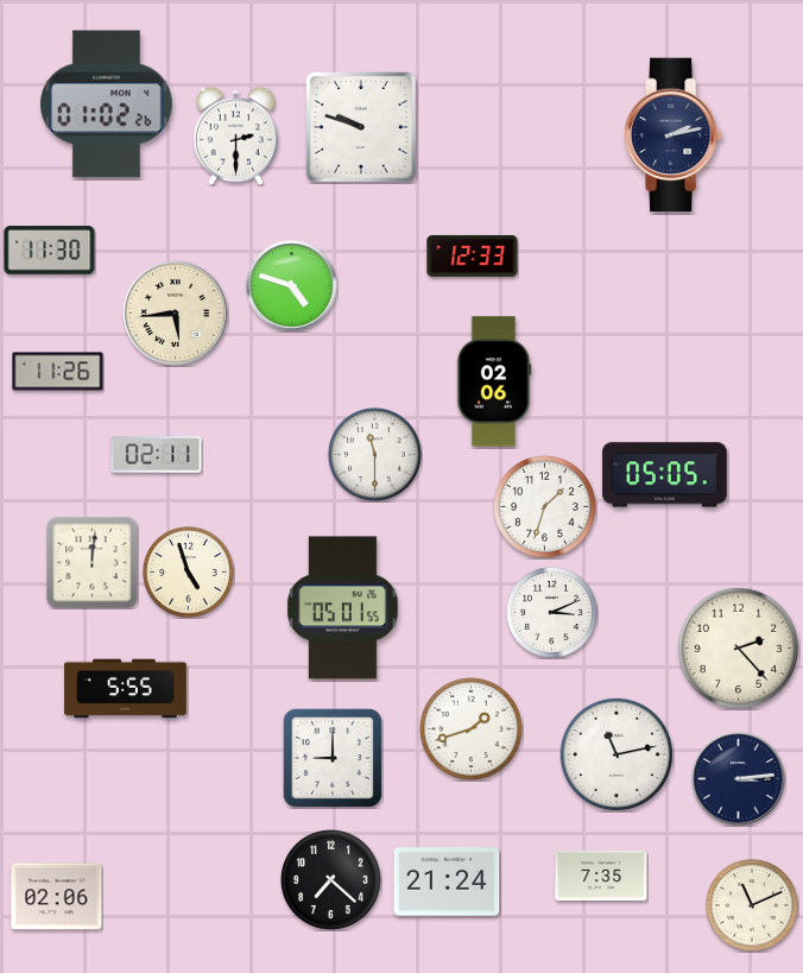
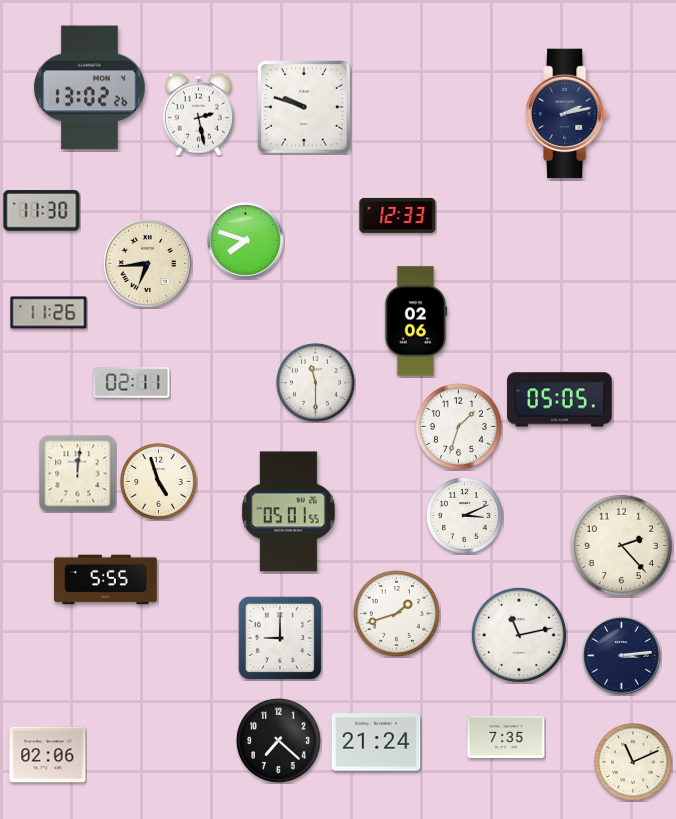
clock at (107, 105): 01:02 -> 13:02
clock at (235, 135): 2:30 -> 2:28
clock at (292, 286): 4:48 -> 7:48
clock at (175, 312): 5:44 -> 6:44
